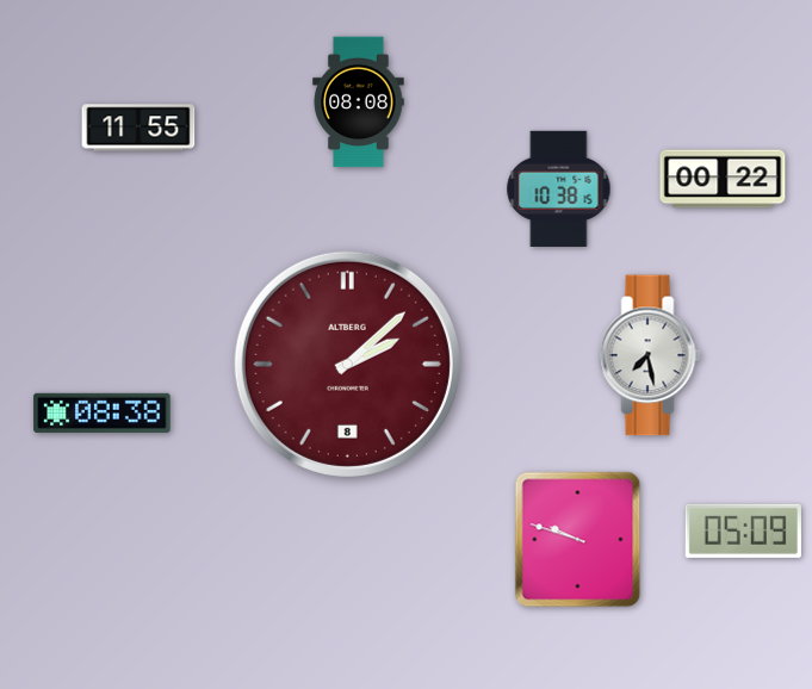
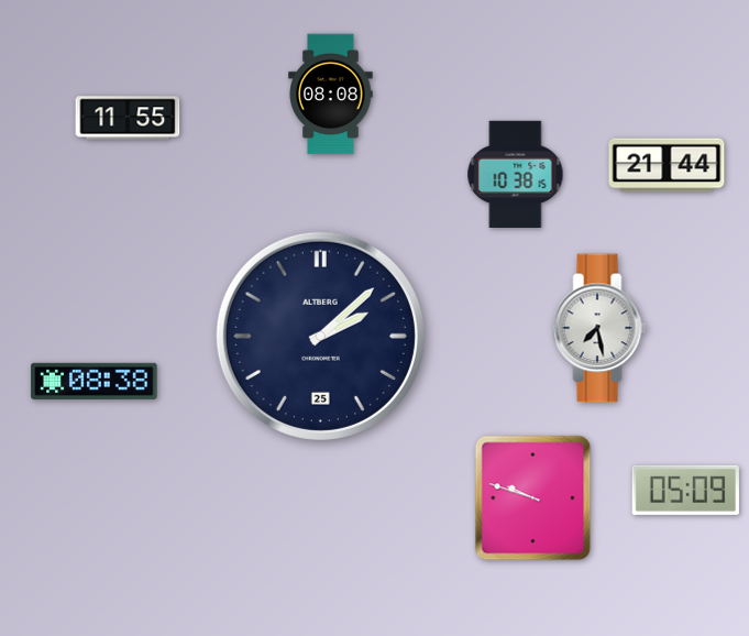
clock at (723, 179): 00:22 -> 21:44
clock at (347, 364) date: 8 -> 25
clock at (347, 364) dial: burgundy -> navy
